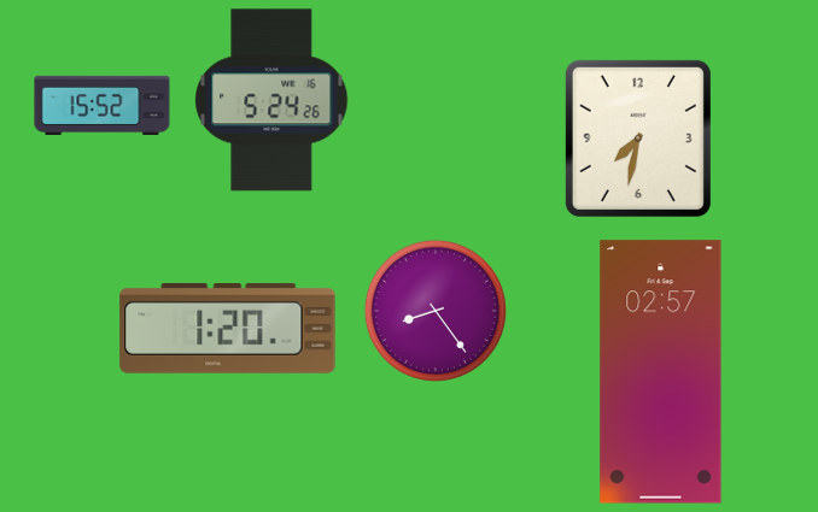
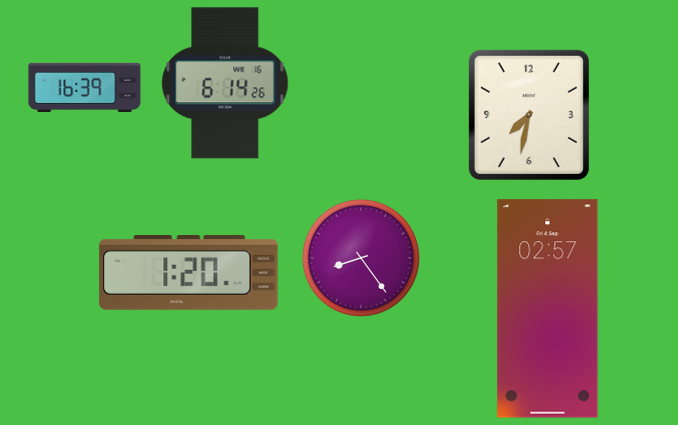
clock at (271, 100): 5:24 -> 6:14
clock at (103, 105): 15:52 -> 16:39
